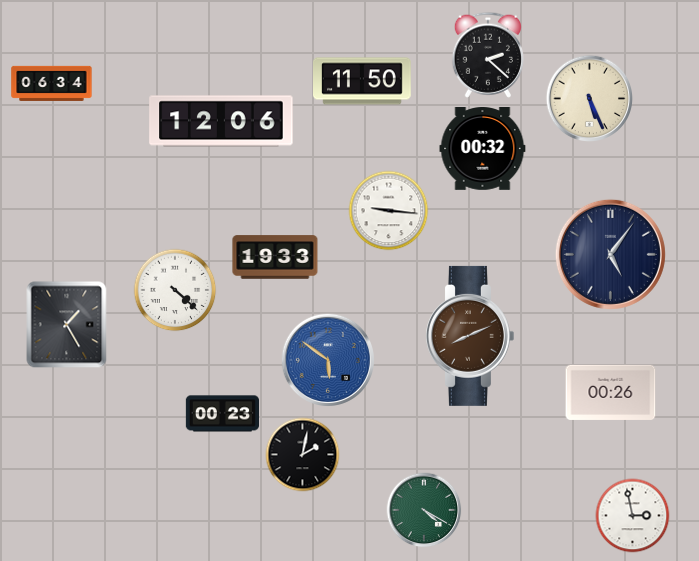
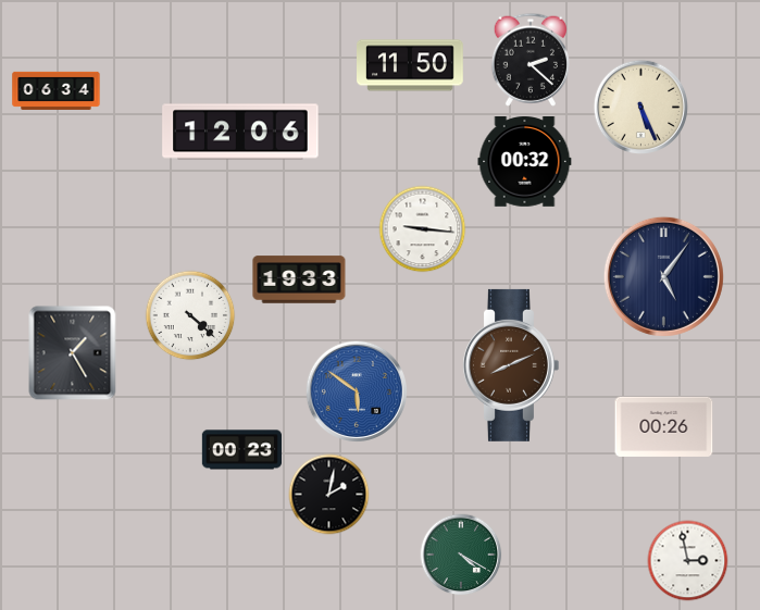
clock at (363, 81) position: (363, 81) -> (411, 65)
